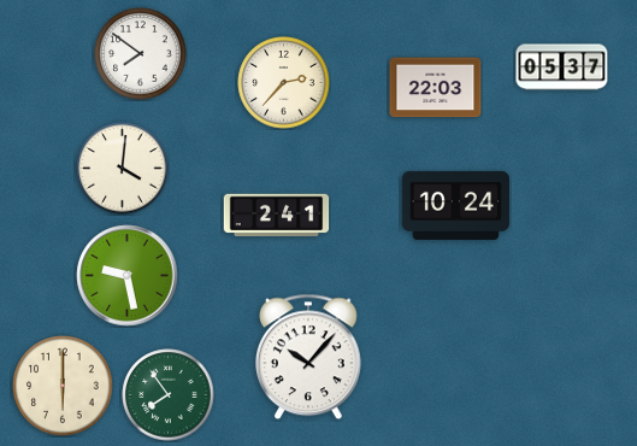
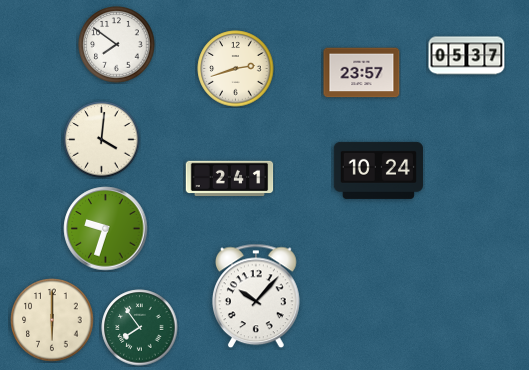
clock at (284, 83): 2:37 -> 2:42
clock at (436, 88): 22:03 -> 23:57
clock at (128, 276): 9:28 -> 9:33
